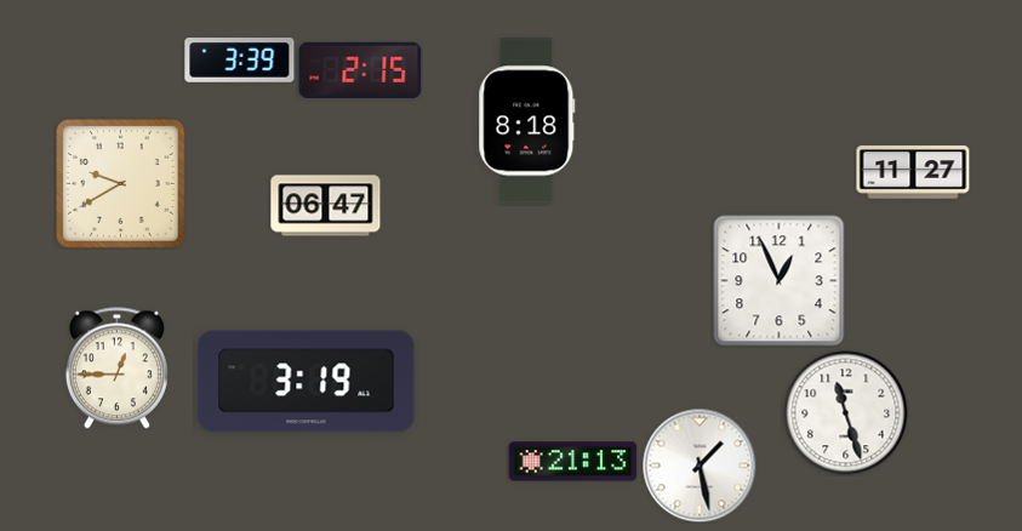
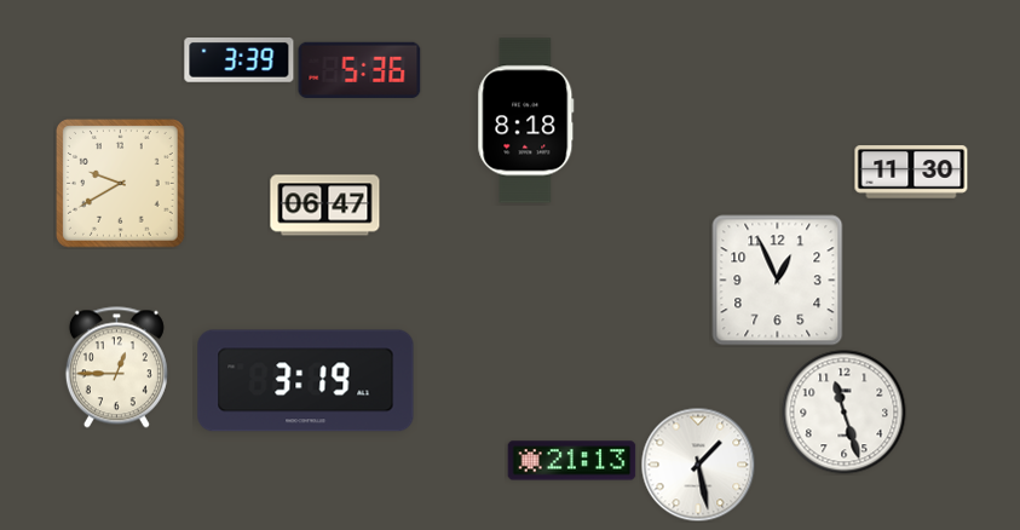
clock at (360, 69): 2:15 -> 5:36
clock at (913, 172): 11:27 -> 11:30
